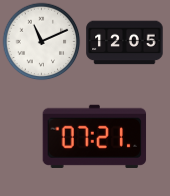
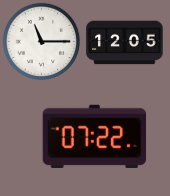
clock at (41, 41): 11:11 -> 11:15
clock at (95, 136): 07:21 -> 07:22
